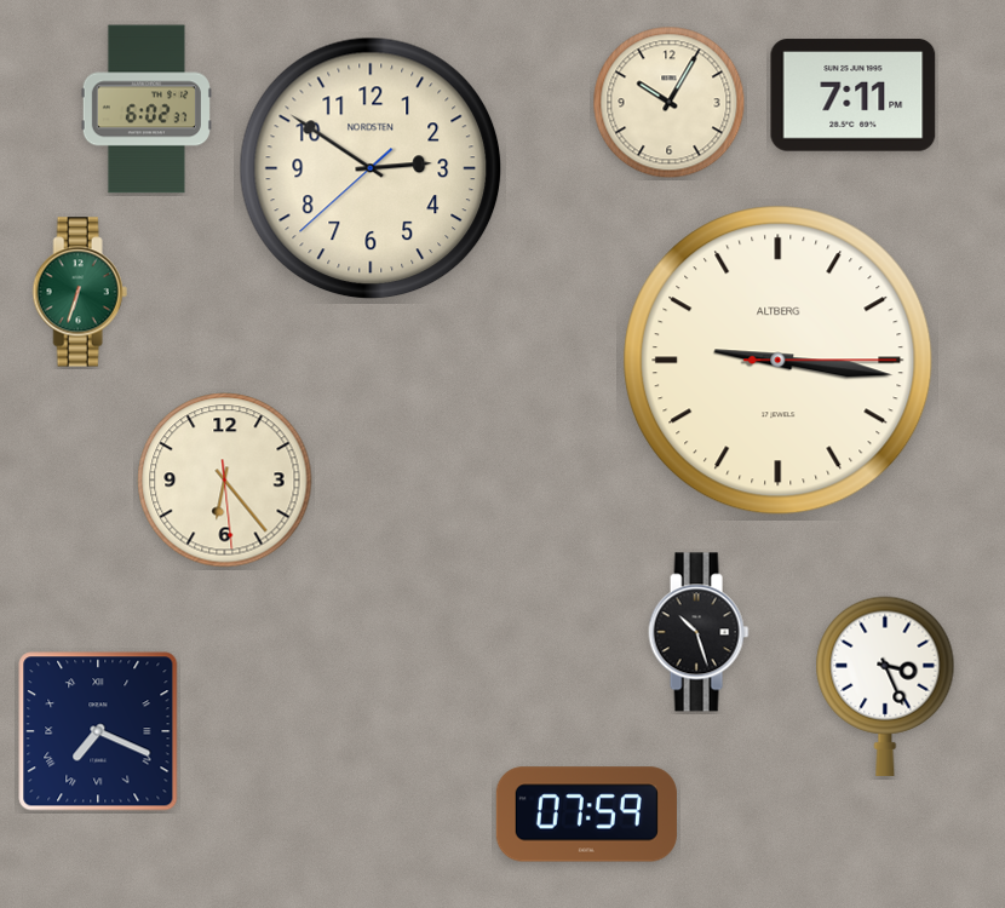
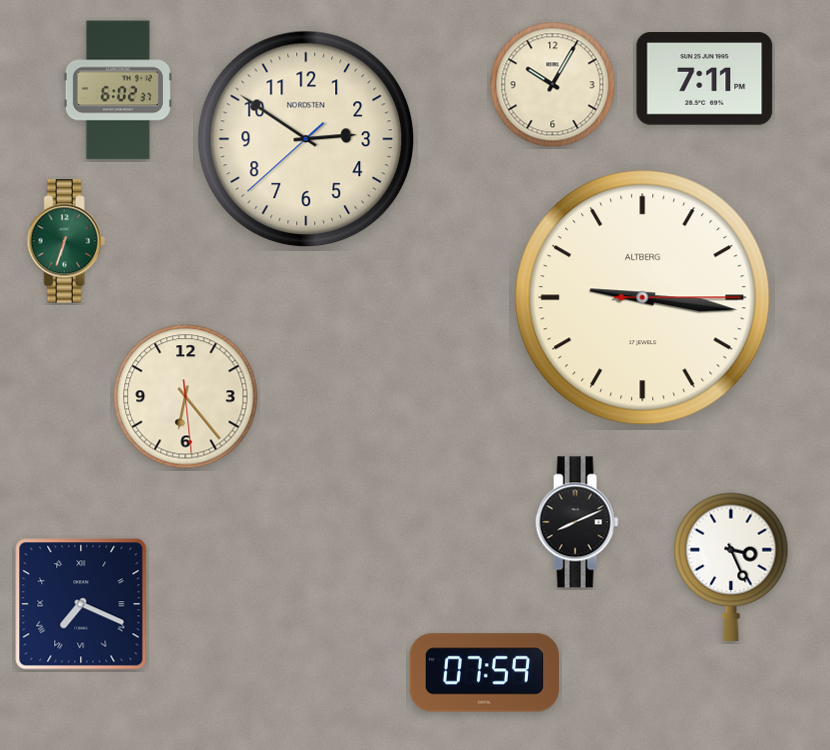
clock at (147, 109) position: (147, 109) -> (118, 90)
clock at (699, 632): 10:27 -> 8:11
